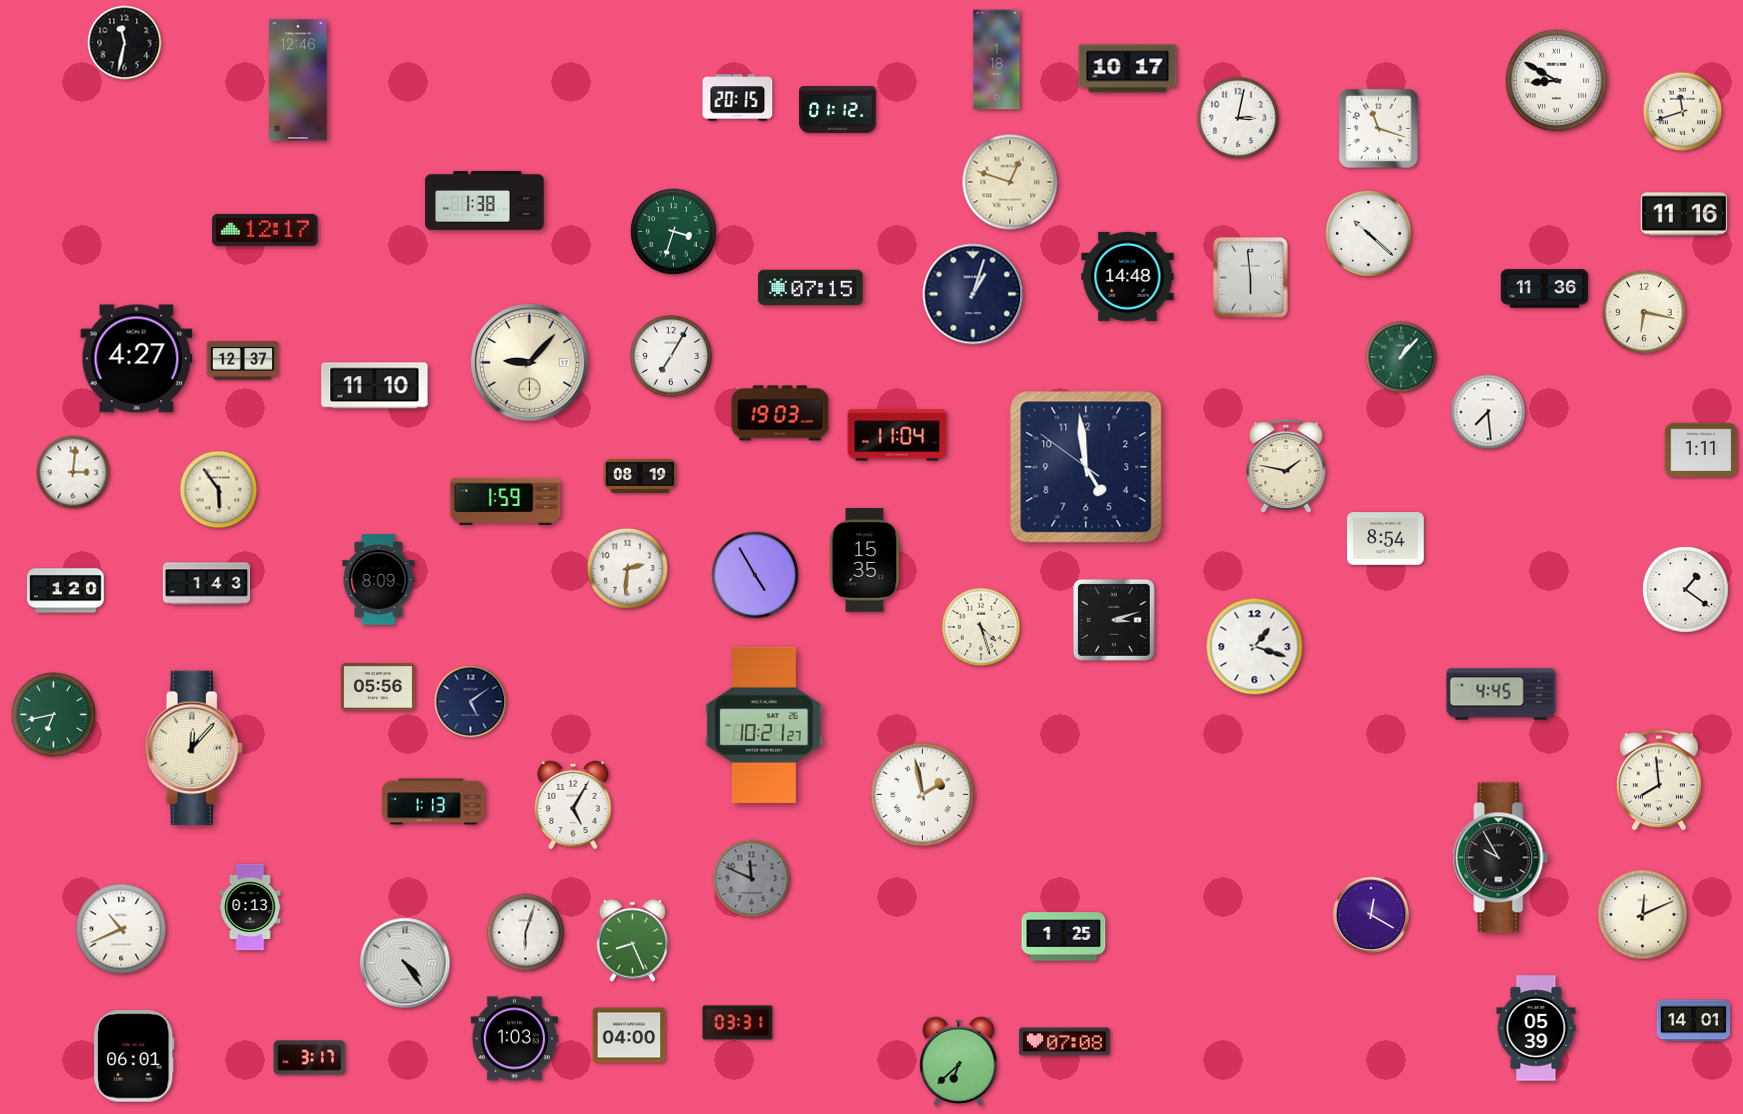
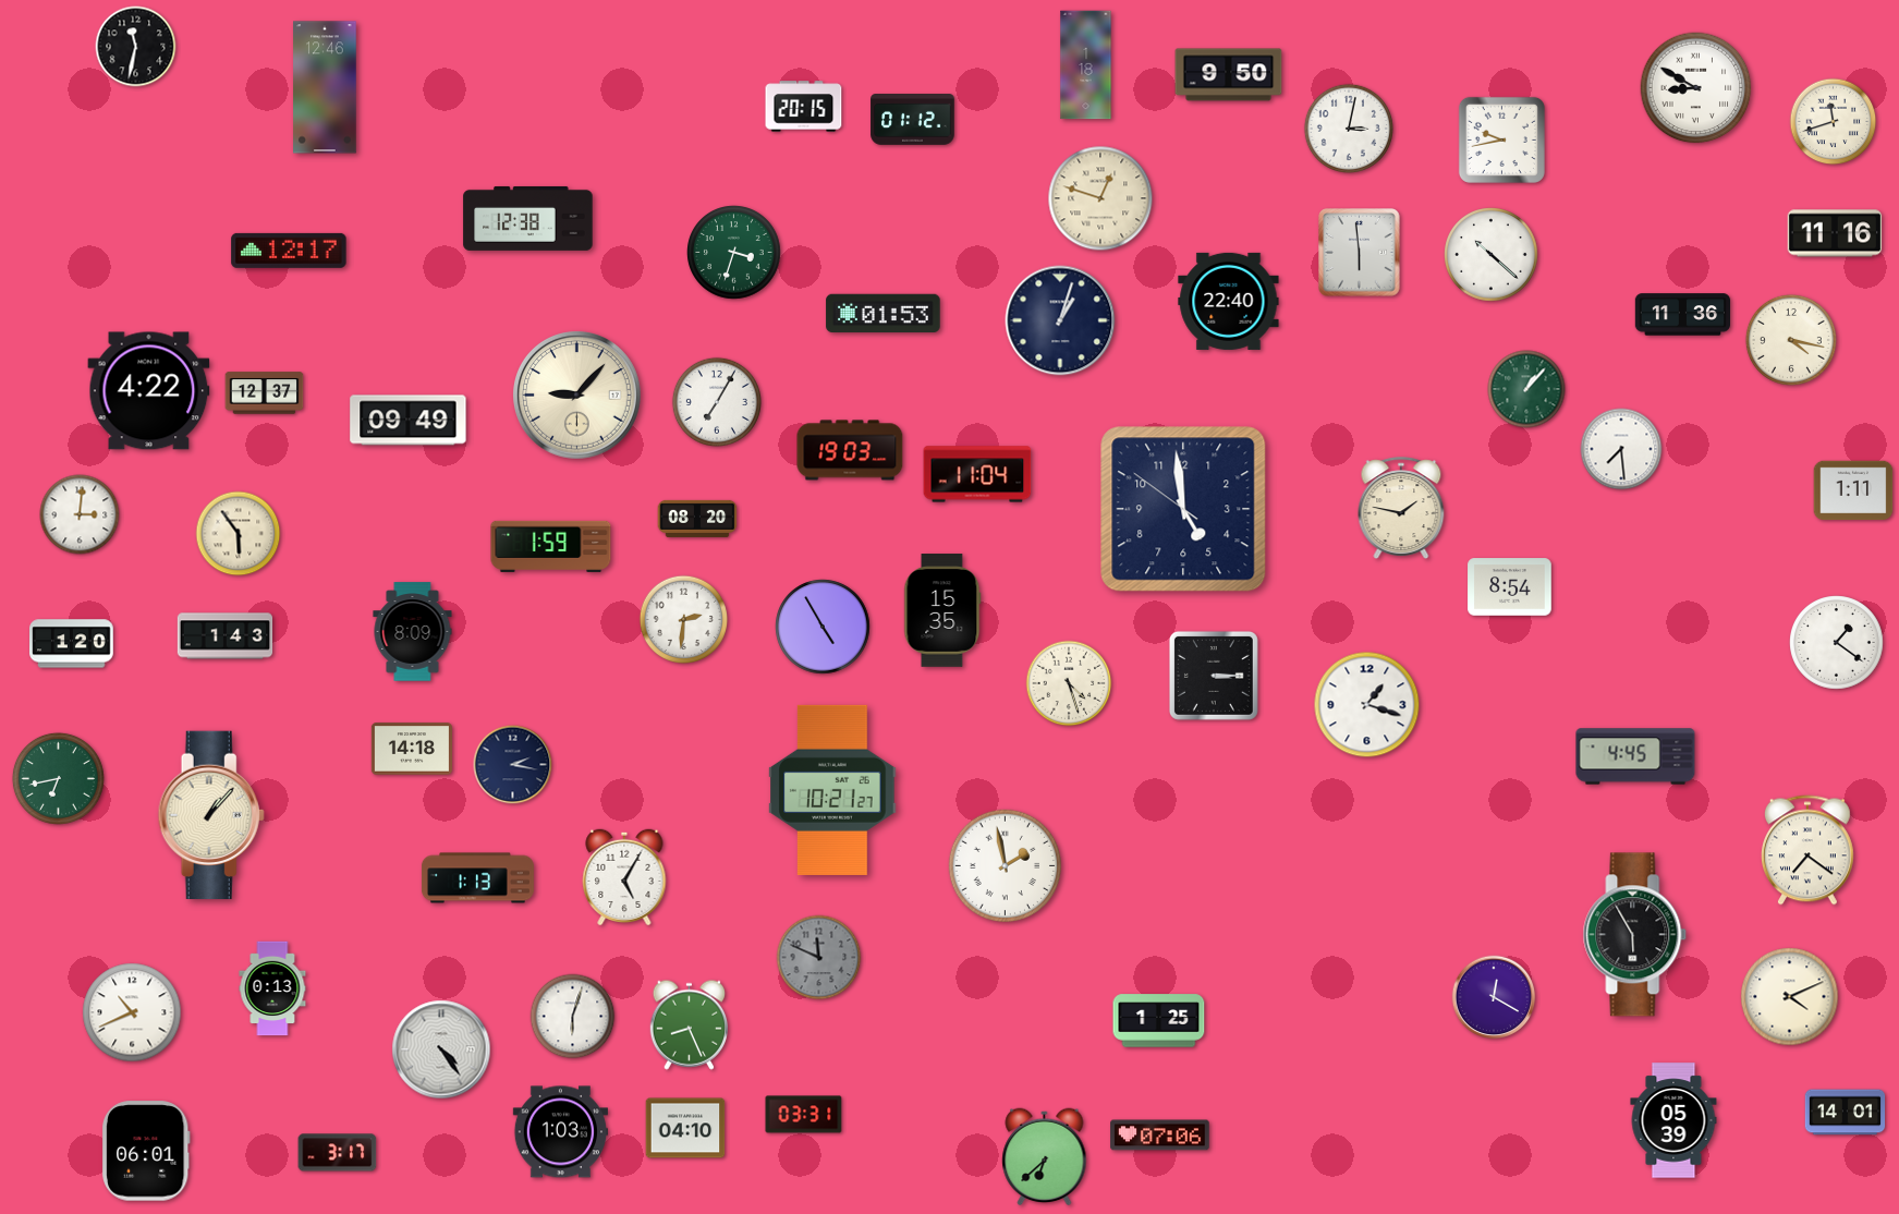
clock at (1128, 69): 10:17 -> 9:50
clock at (1378, 128): 11:18 -> 9:43
clock at (485, 200): 1:38 -> 12:38
clock at (1128, 276): 14:48 -> 22:40
clock at (1251, 278) position: (1251, 278) -> (1360, 253)
clock at (811, 288): 07:15 -> 01:53
clock at (1644, 312): 6:17 -> 4:17
clock at (671, 356) position: (671, 356) -> (717, 402)
clock at (137, 359): 4:27 -> 4:22
clock at (375, 386): 11:10 -> 09:49
clock at (640, 476): 08:19 -> 08:20
clock at (1114, 620): 3:12 -> 3:15
clock at (378, 687): 05:56 -> 14:18
clock at (471, 702): 5:09 -> 2:17
clock at (194, 748): 12:07 -> 1:07
clock at (1659, 780): 7:59 -> 7:21
clock at (433, 802) position: (433, 802) -> (477, 878)
clock at (1501, 858): 9:55 -> 5:55
clock at (1643, 915): 12:11 -> 4:11
clock at (629, 1035): 04:00 -> 04:10
clock at (1065, 1042): 07:08 -> 07:06
